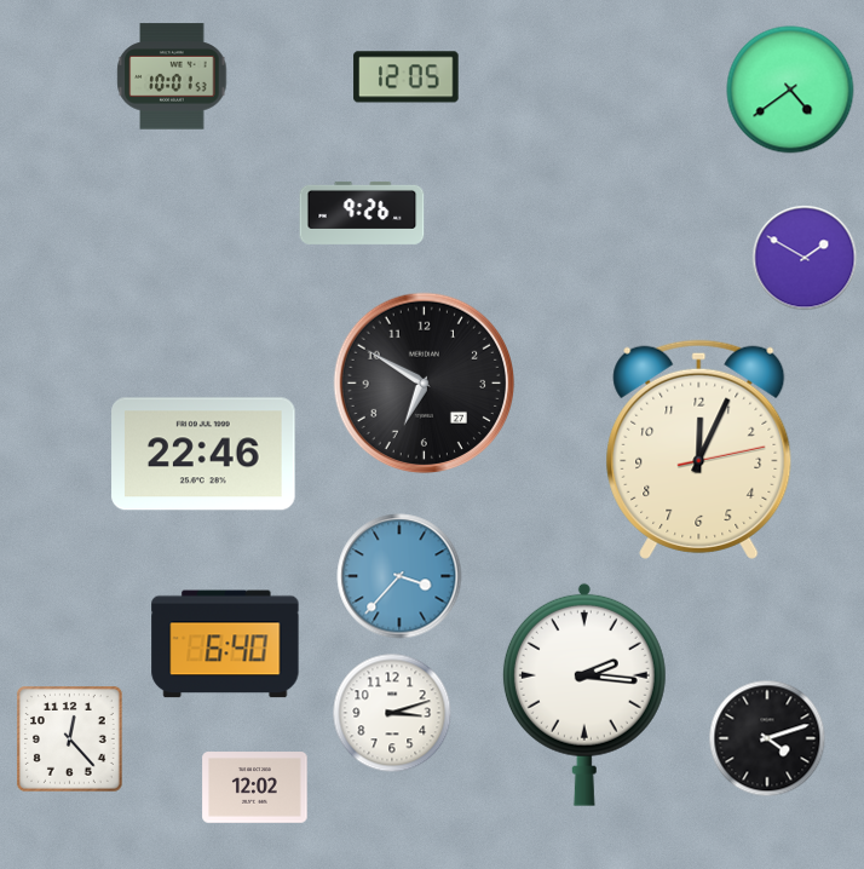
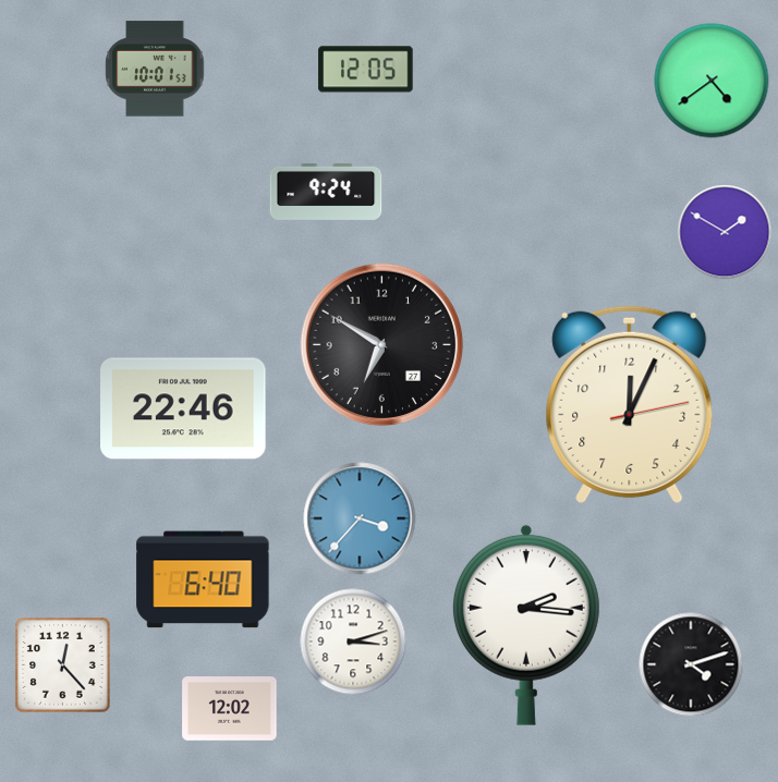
clock at (362, 213): 9:26 -> 9:24
